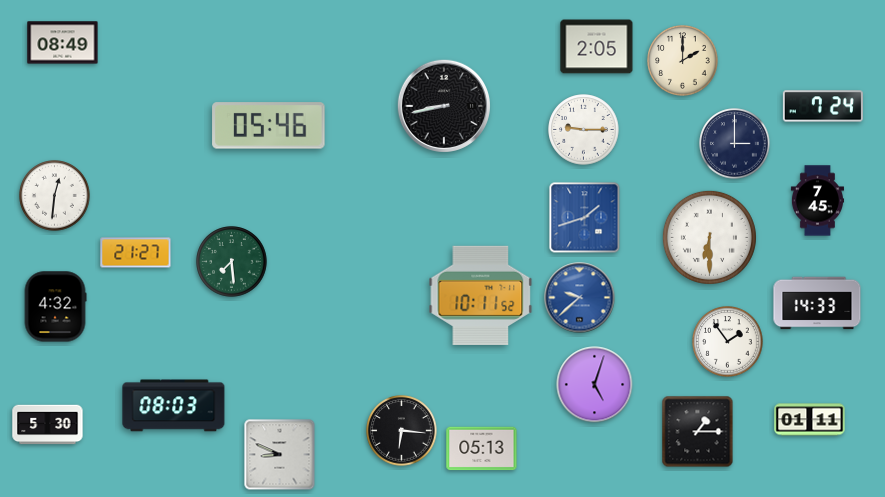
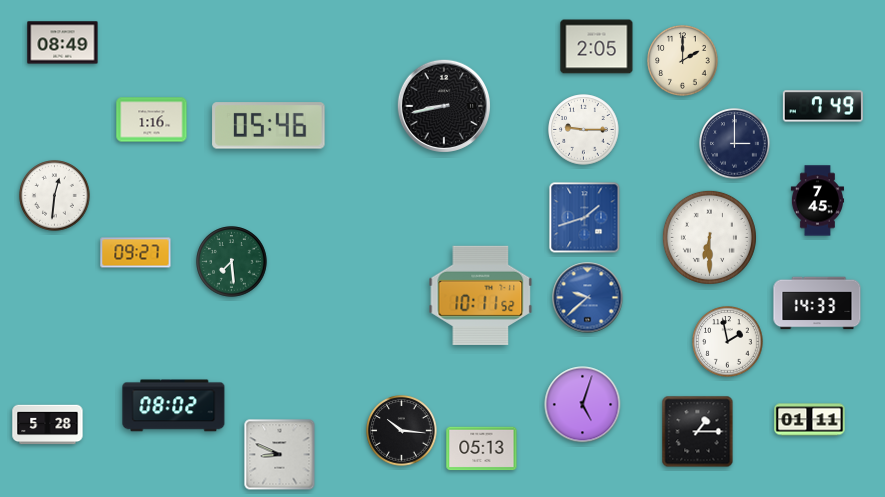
clock at (823, 106): 7:24 -> 7:49
clock at (152, 120): none -> 1:16
clock at (136, 253): 21:27 -> 09:27
clock at (580, 298) position: (580, 298) -> (588, 298)
clock at (55, 307): 4:32 -> none
clock at (728, 342): 1:54 -> 1:58
clock at (595, 385) position: (595, 385) -> (583, 405)
clock at (174, 406): 08:03 -> 08:02
clock at (48, 425): 5:30 -> 5:28
clock at (402, 431): 6:16 -> 10:16
